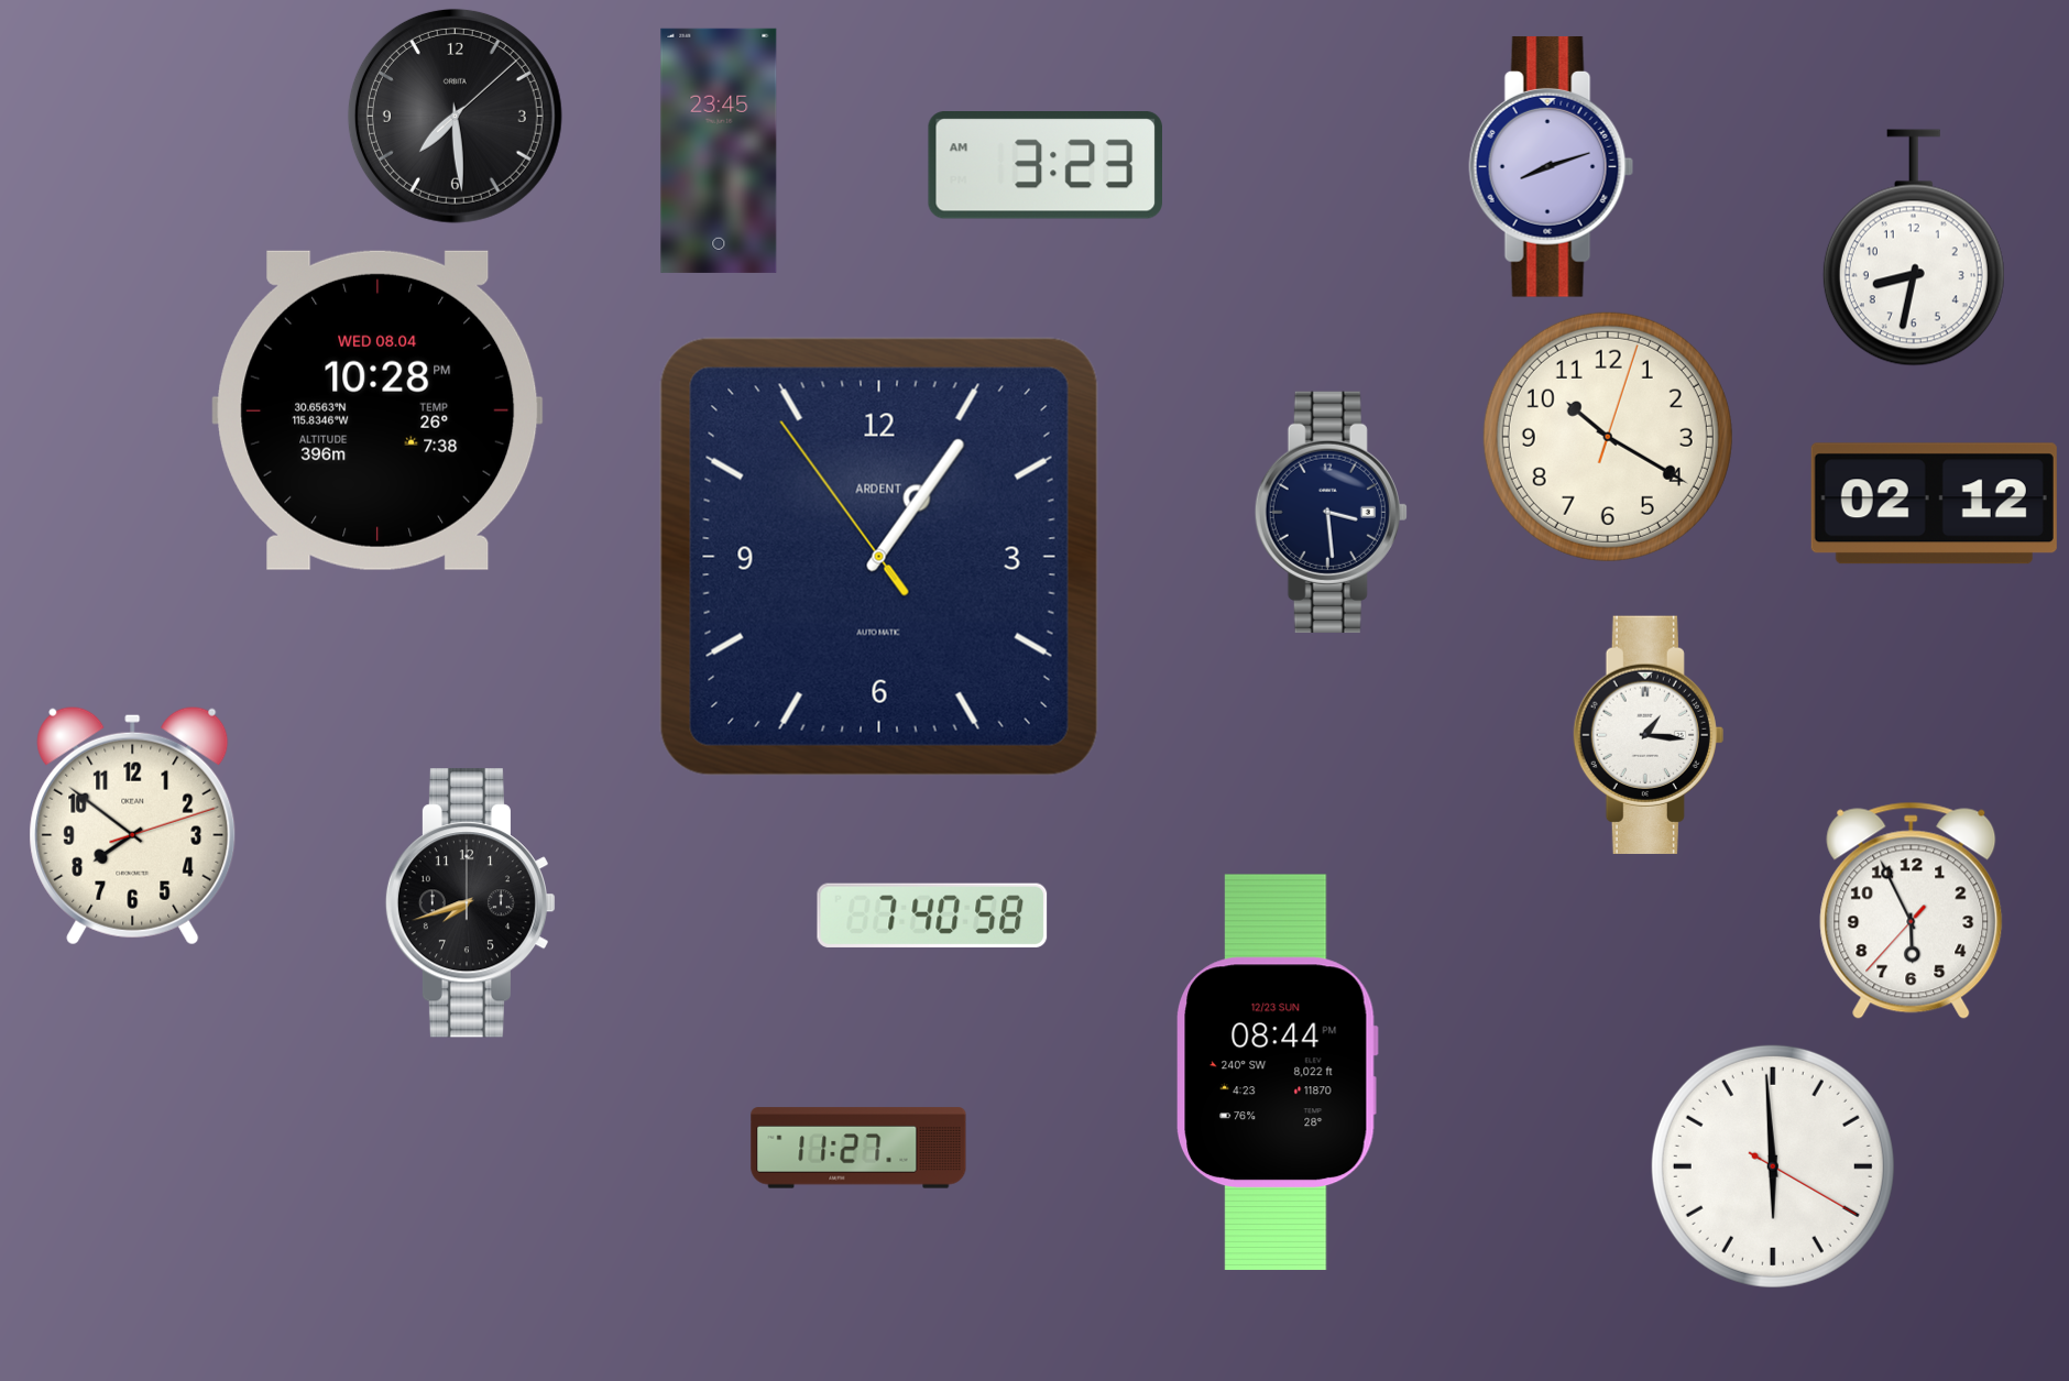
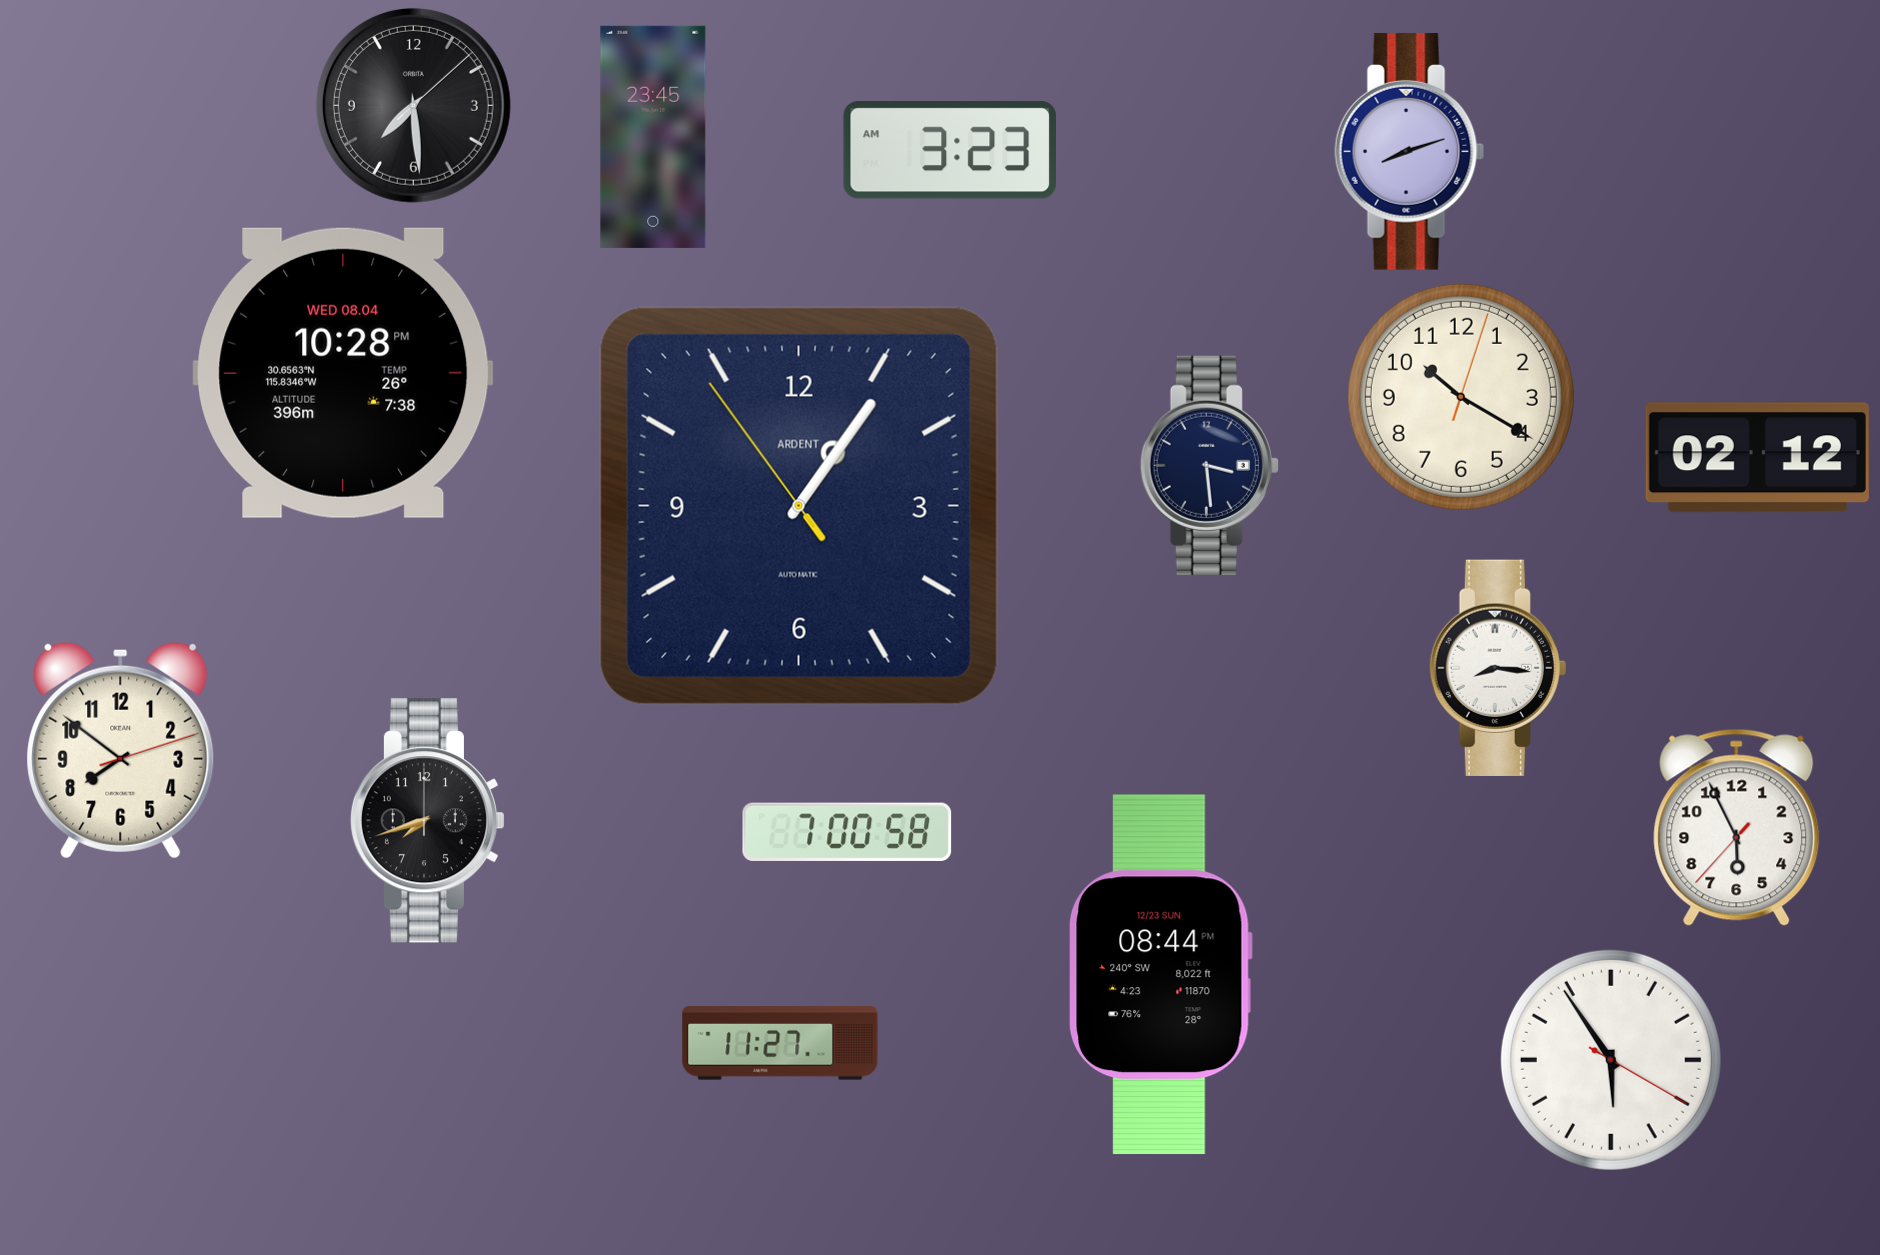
clock at (1914, 248): 8:32 -> none
clock at (1649, 735): 1:16 -> 8:16
clock at (932, 916): 7:40 -> 7:00
clock at (1773, 1166): 5:59 -> 5:54
